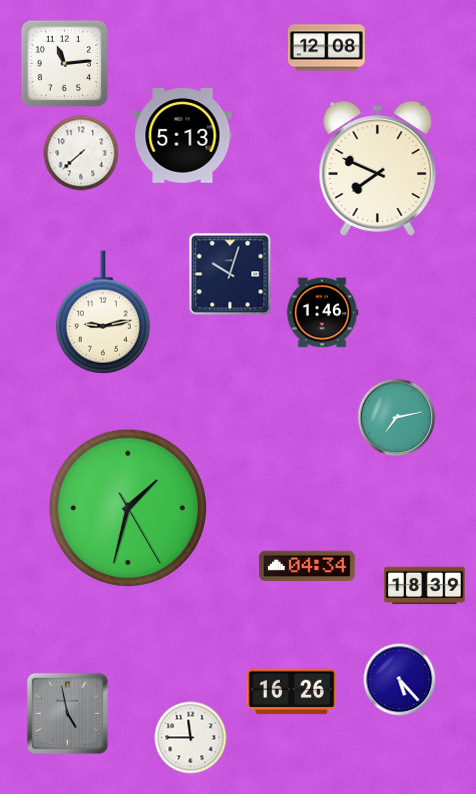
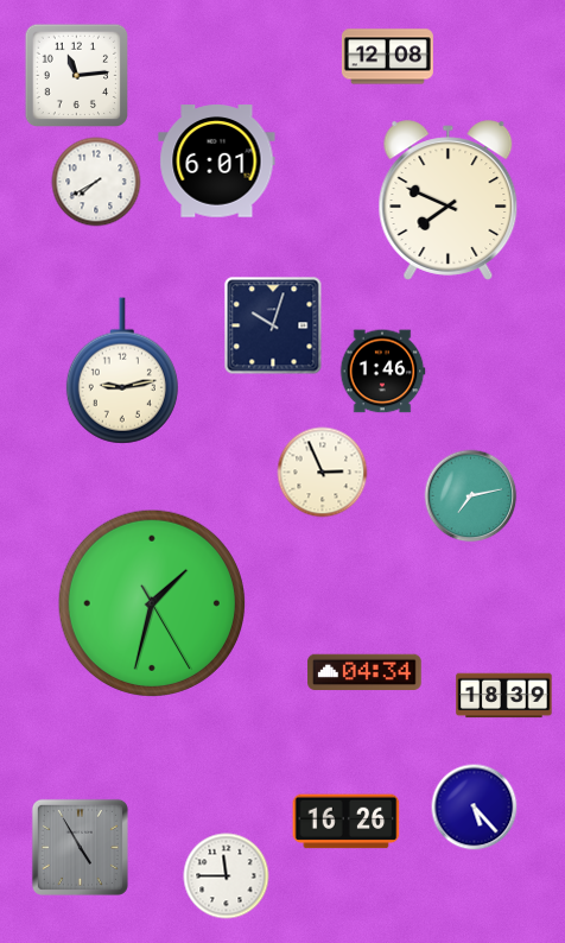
clock at (183, 136): 5:13 -> 6:01
clock at (81, 153): 7:38 -> 7:40
clock at (323, 473): none -> 2:56
clock at (67, 713): 4:58 -> 4:55
